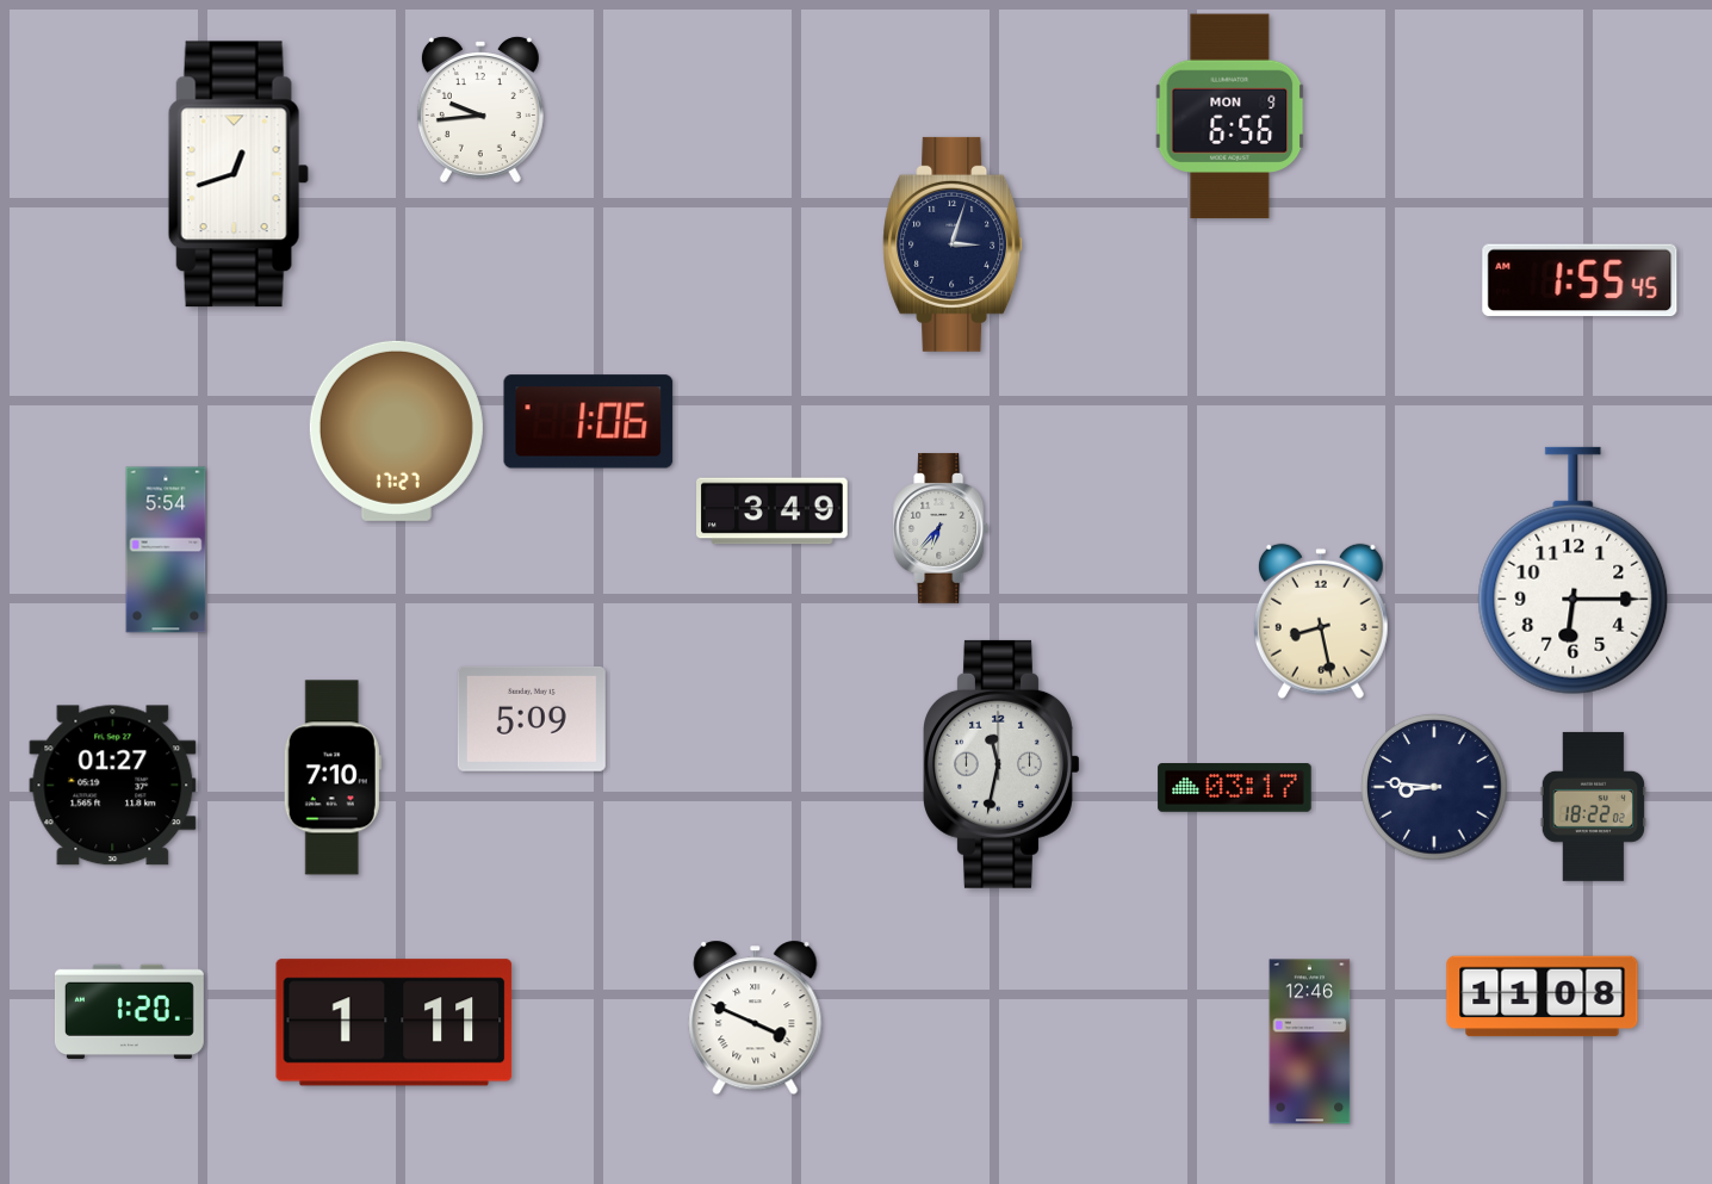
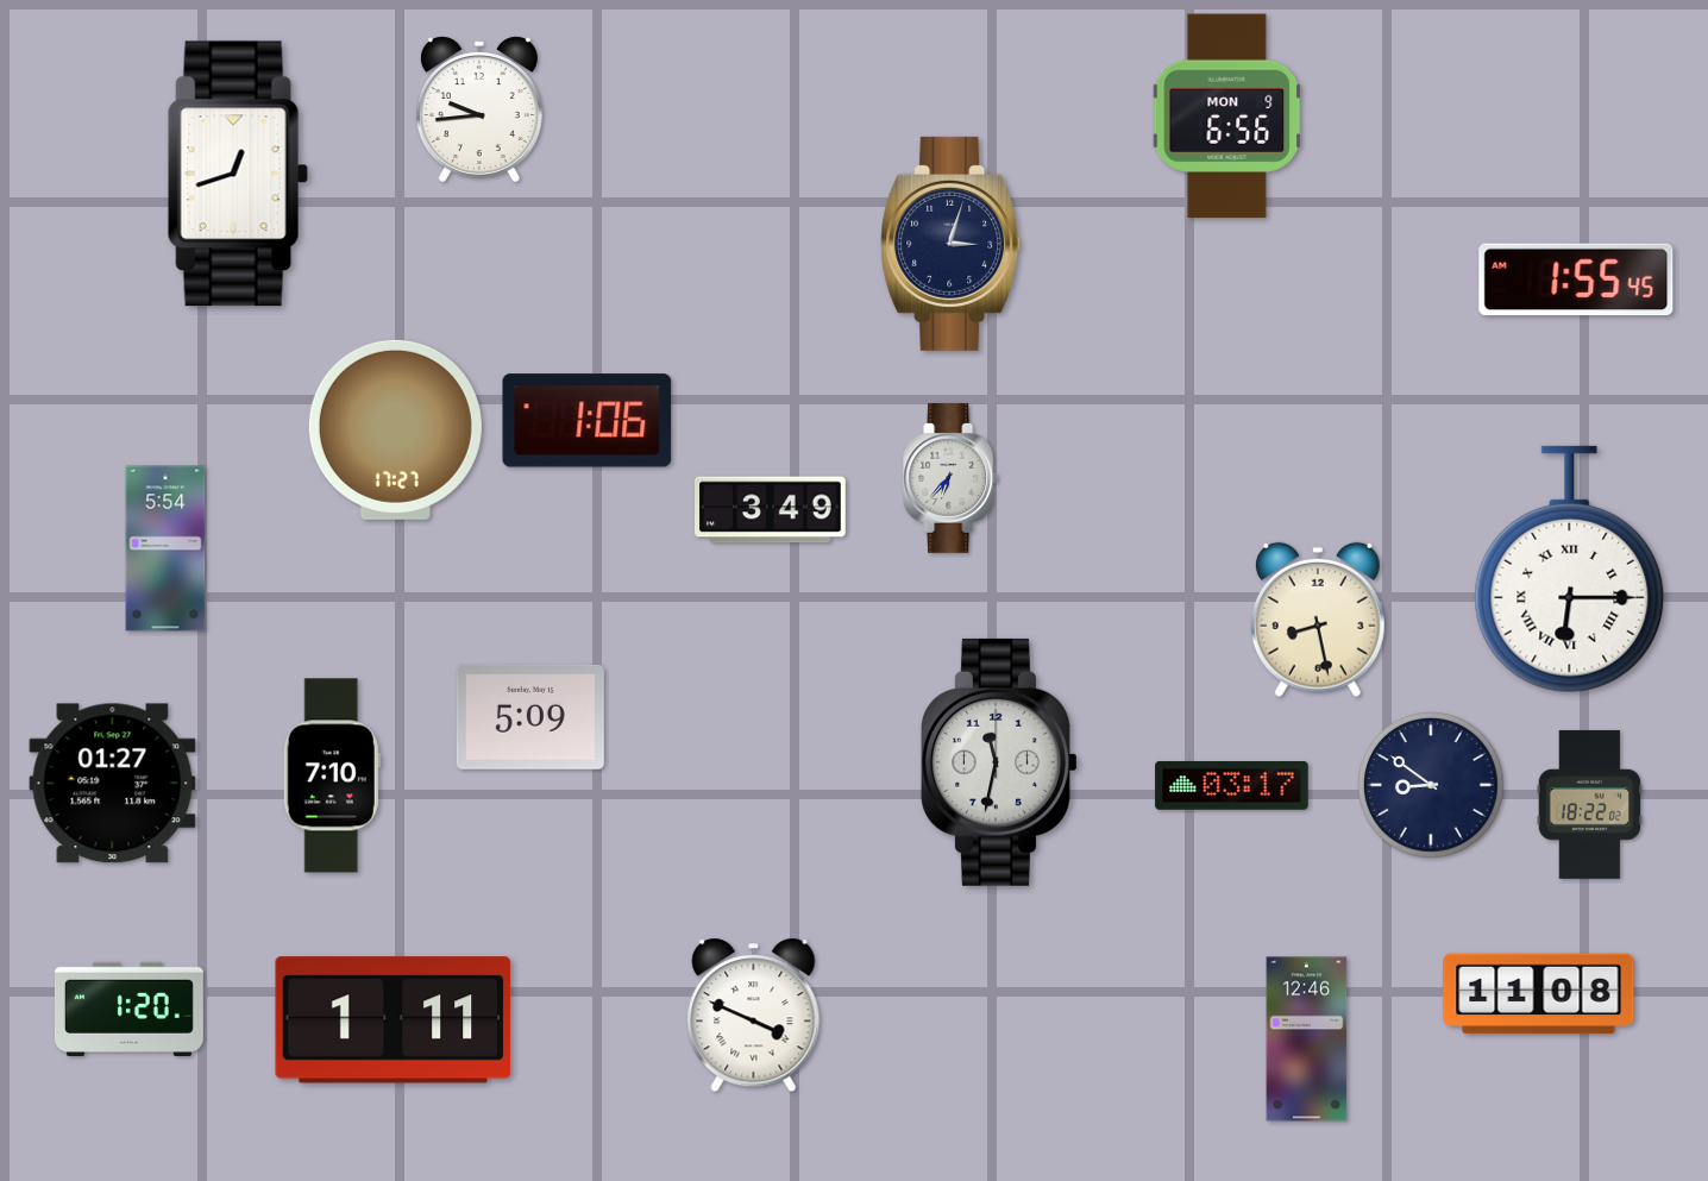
clock at (942, 528) position: (942, 528) -> (952, 478)
clock at (1574, 571) numerals: Arabic -> Roman
clock at (1434, 787): 8:46 -> 8:51
